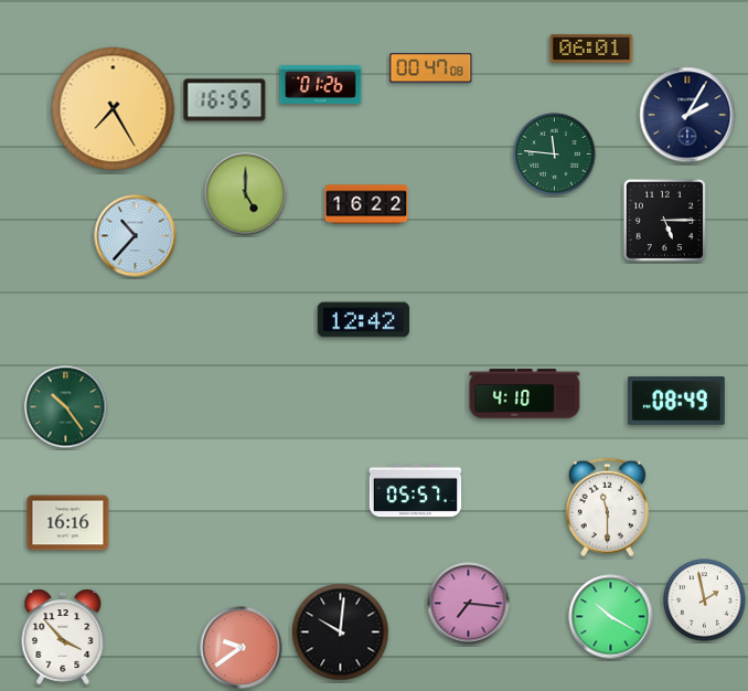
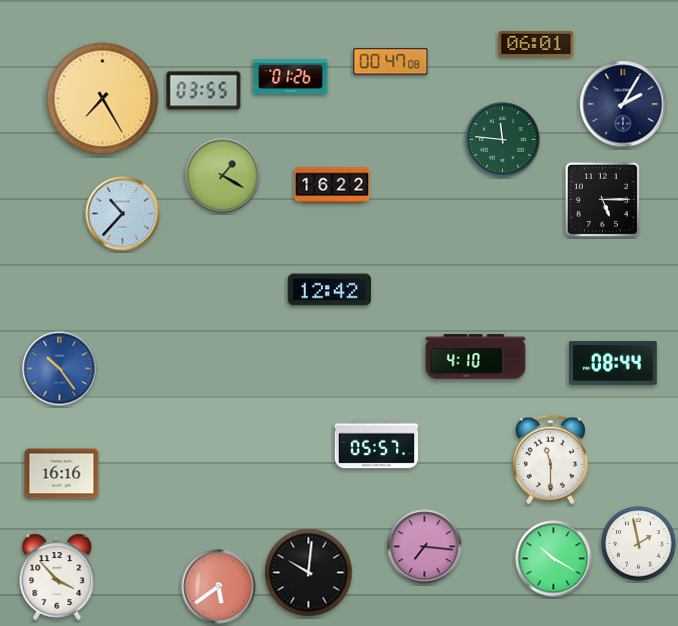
clock at (225, 100): 16:55 -> 03:55
clock at (246, 194): 5:00 -> 1:20
clock at (676, 402): 08:49 -> 08:44
clock at (66, 407) dial: green -> blue
clock at (242, 648): 9:39 -> 5:39
